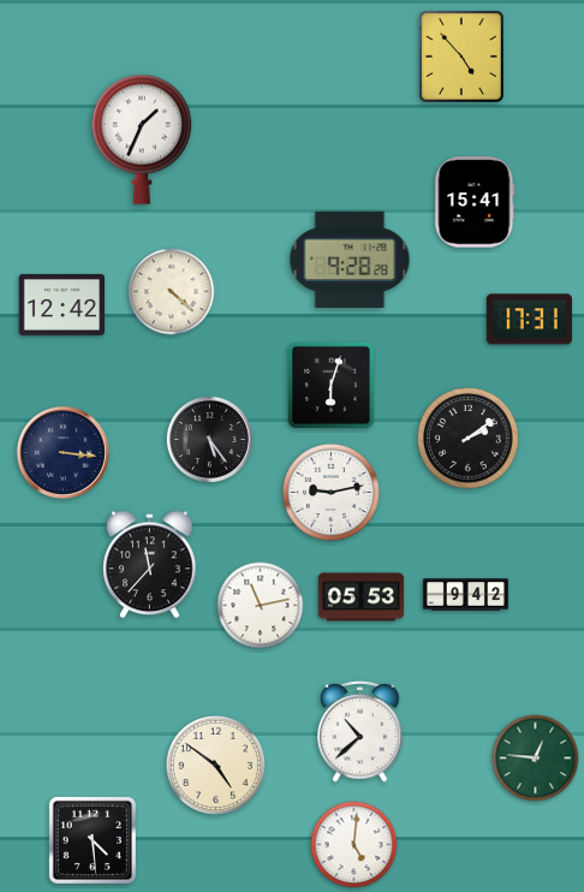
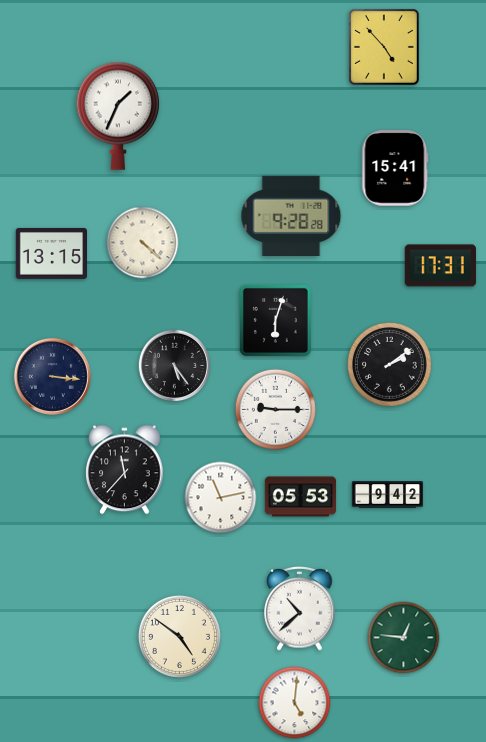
clock at (61, 304): 12:42 -> 13:15
clock at (330, 492): 9:13 -> 9:15
clock at (261, 606) position: (261, 606) -> (221, 498)
clock at (536, 759) position: (536, 759) -> (404, 638)
clock at (93, 840): 4:29 -> none
